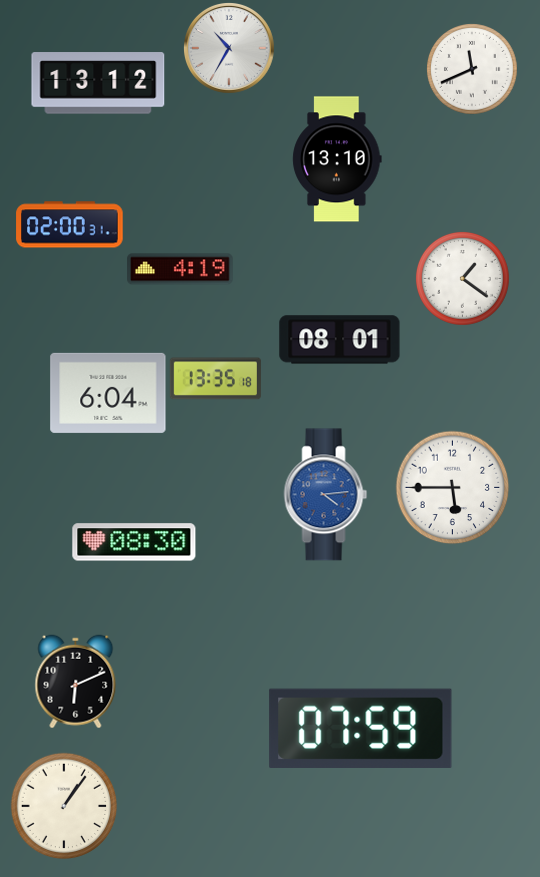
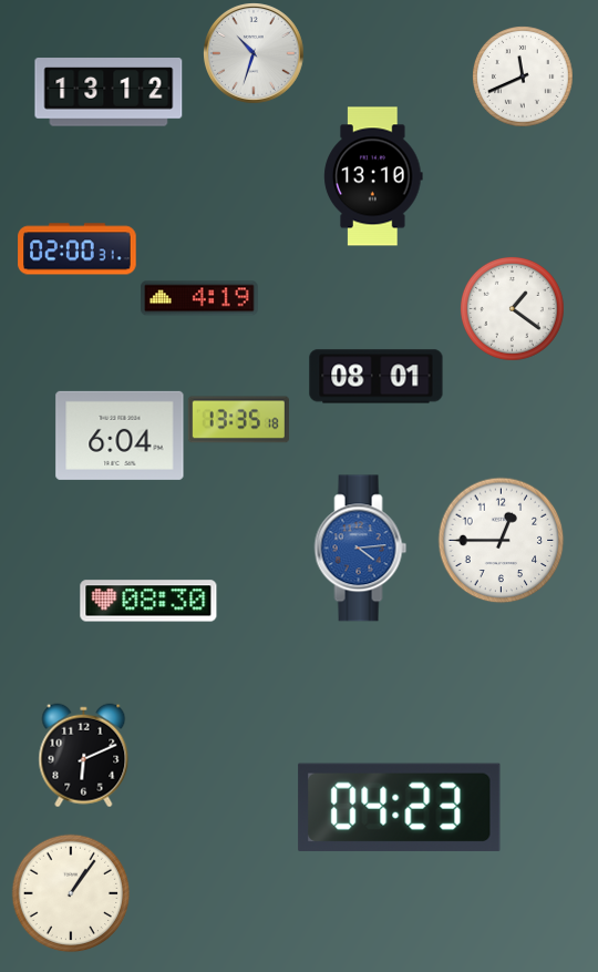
clock at (229, 48): 10:35 -> 10:33
clock at (452, 487): 5:45 -> 12:45
clock at (361, 728): 07:59 -> 04:23
